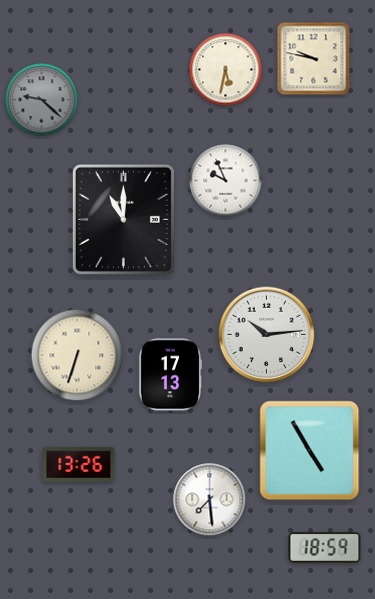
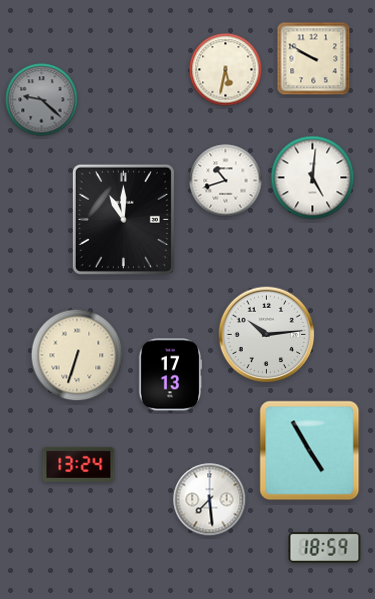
clock at (314, 59): 9:47 -> 9:50
clock at (313, 178): none -> 5:01
clock at (226, 181): 9:56 -> 10:42
clock at (79, 464): 13:26 -> 13:24
